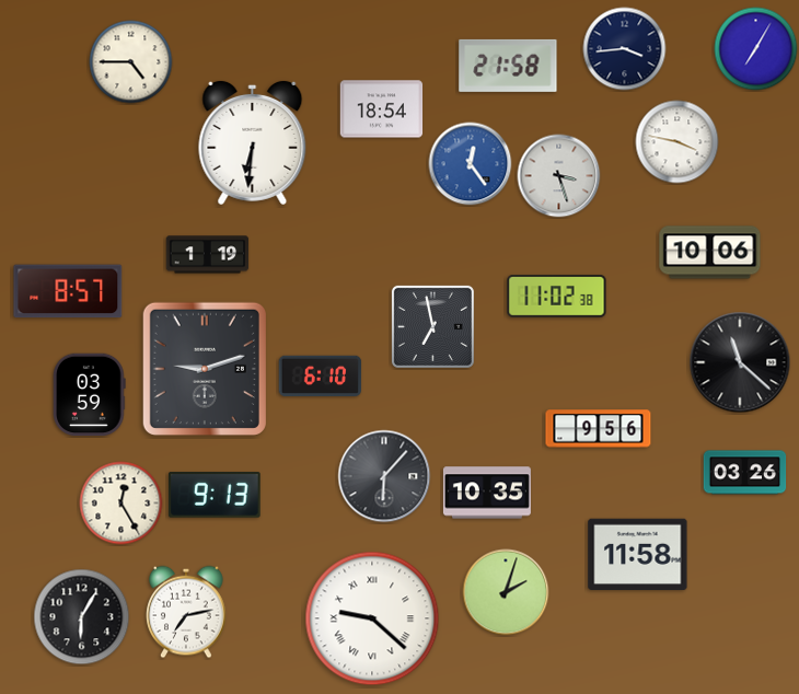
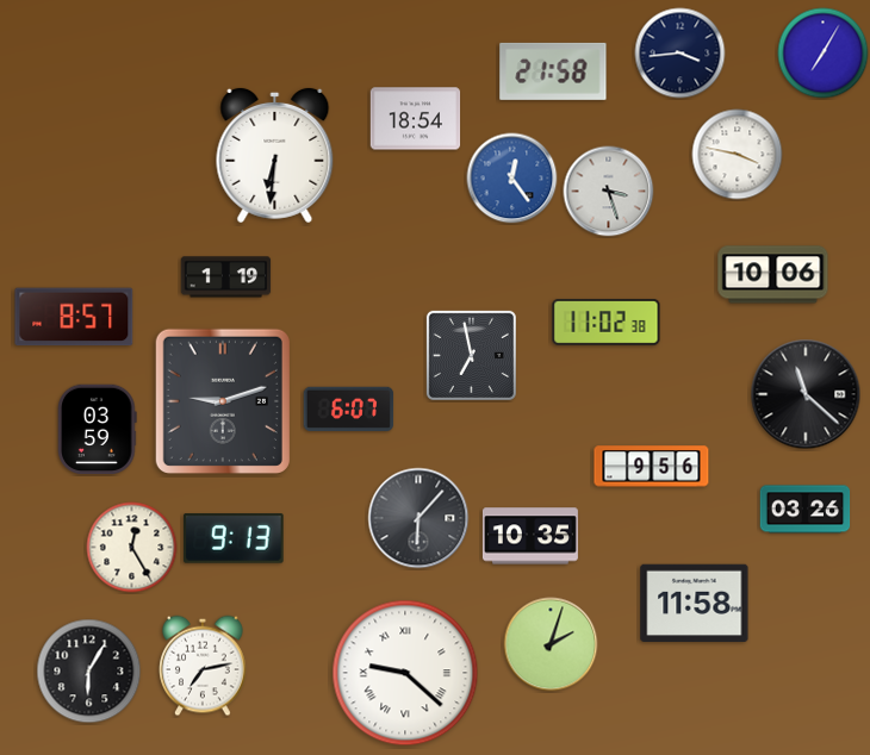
clock at (131, 62): 4:45 -> none
clock at (321, 375): 6:10 -> 6:07
clock at (745, 473) position: (745, 473) -> (806, 510)
